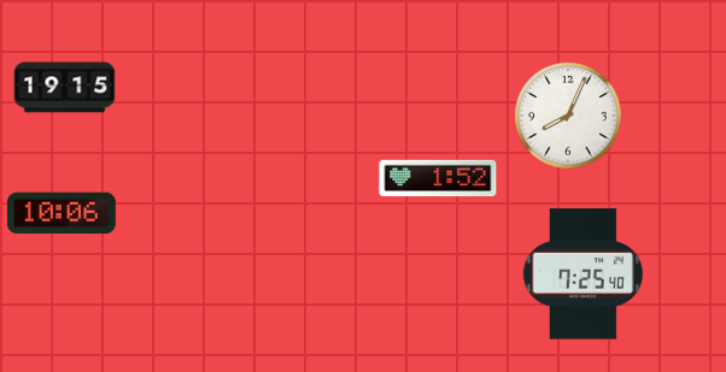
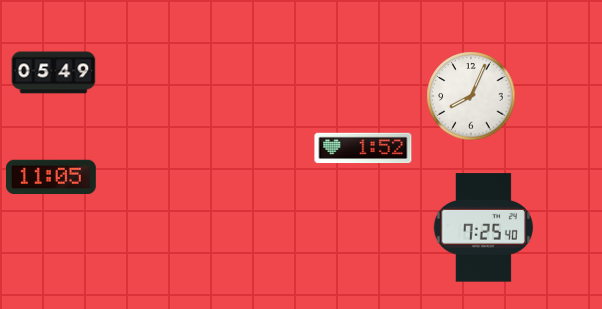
clock at (65, 88): 19:15 -> 05:49
clock at (62, 213): 10:06 -> 11:05
